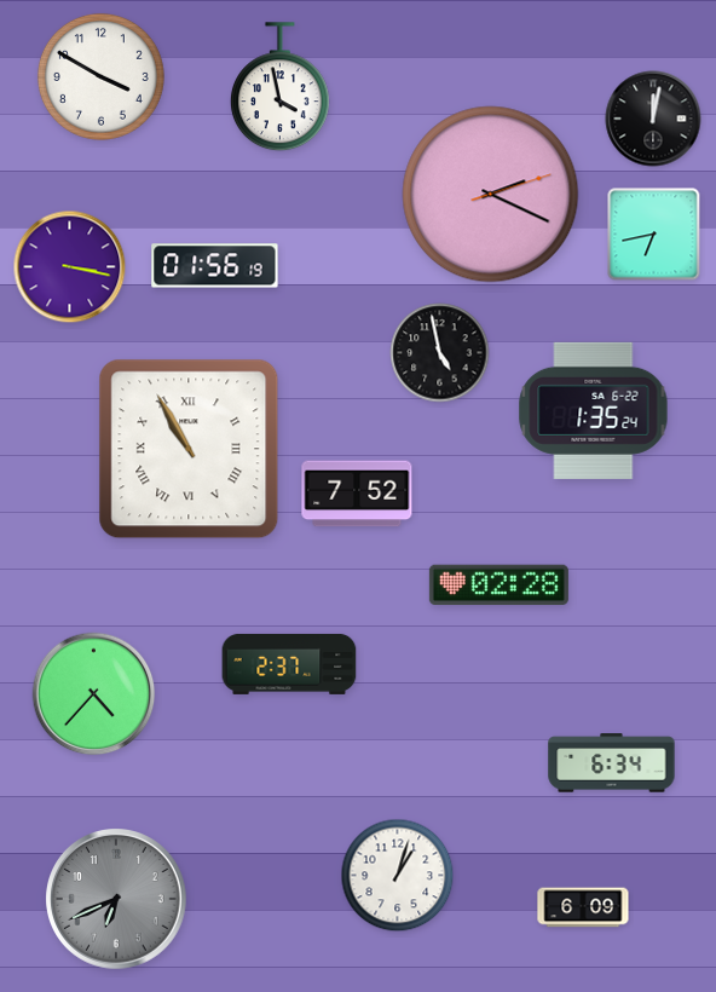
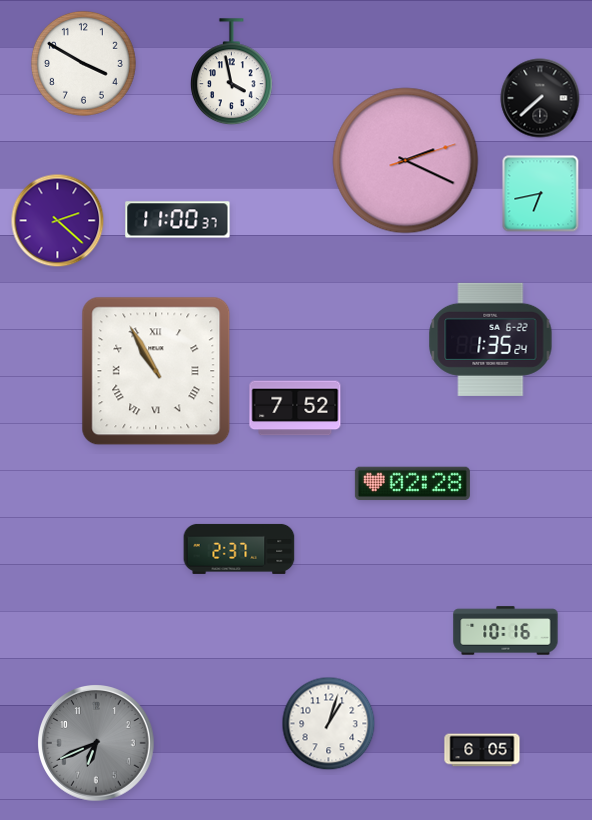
clock at (653, 119): 12:02 -> 7:38
clock at (215, 266): 01:56 -> 11:00
clock at (70, 267): 3:17 -> 2:22
clock at (440, 353): 4:58 -> none
clock at (94, 694): 4:37 -> none
clock at (612, 763): 6:34 -> 10:16
clock at (583, 907): 6:09 -> 6:05
